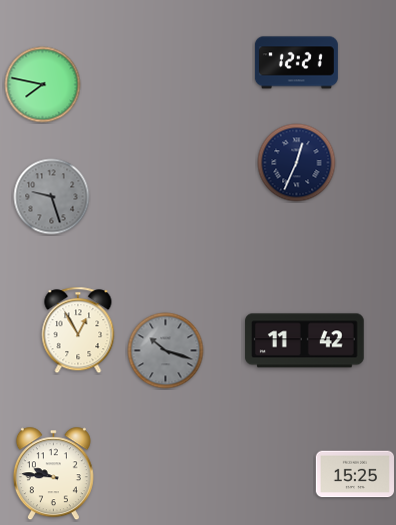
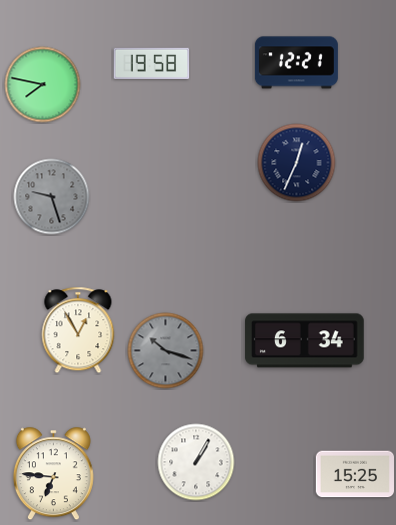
clock at (152, 63): none -> 19:58
clock at (305, 341): 11:42 -> 6:34
clock at (196, 462): none -> 1:05
clock at (53, 474): 9:46 -> 6:46
